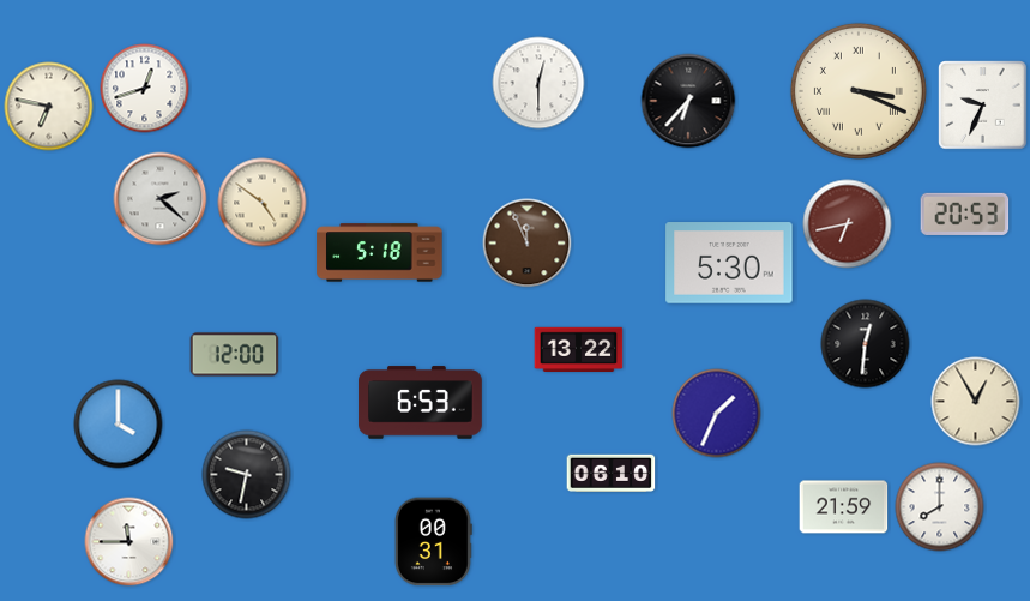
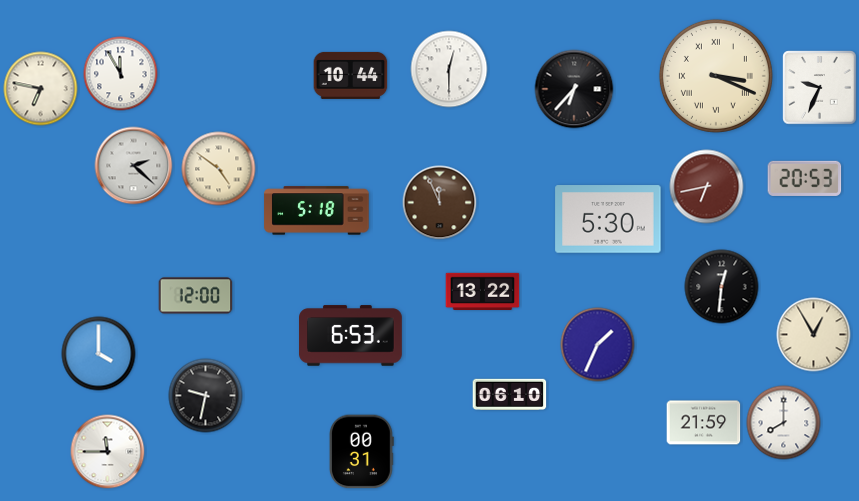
clock at (145, 89): 12:42 -> 11:55
clock at (351, 75): none -> 10:44
clock at (688, 101) position: (688, 101) -> (574, 89)
